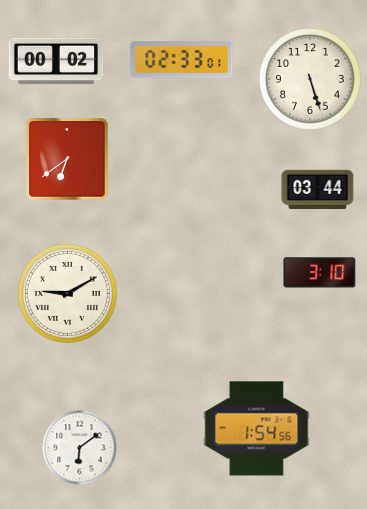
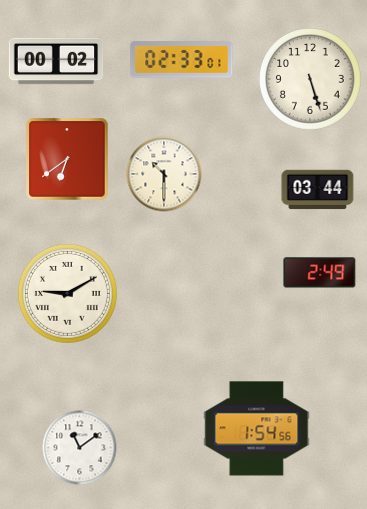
clock at (164, 174): none -> 10:30
clock at (320, 273): 3:10 -> 2:49
clock at (80, 448): 6:09 -> 11:09
